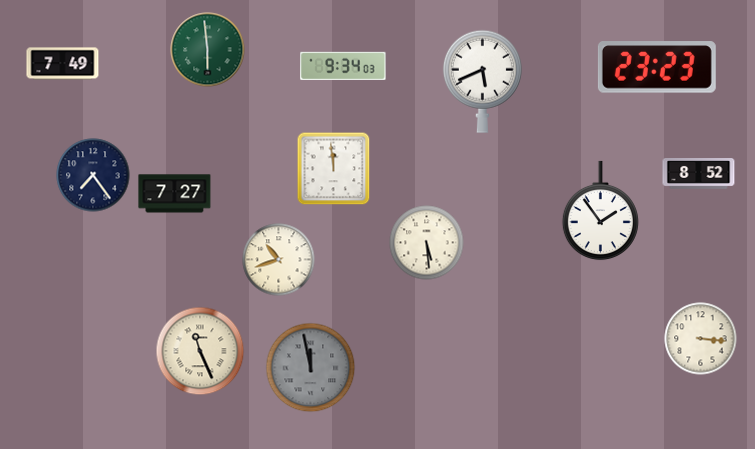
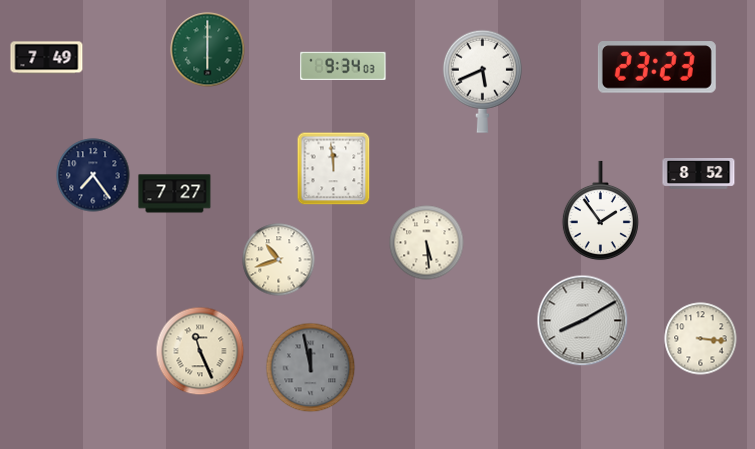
clock at (208, 50): 5:59 -> 6:00
clock at (63, 64) position: (63, 64) -> (47, 58)
clock at (583, 321): none -> 8:10
